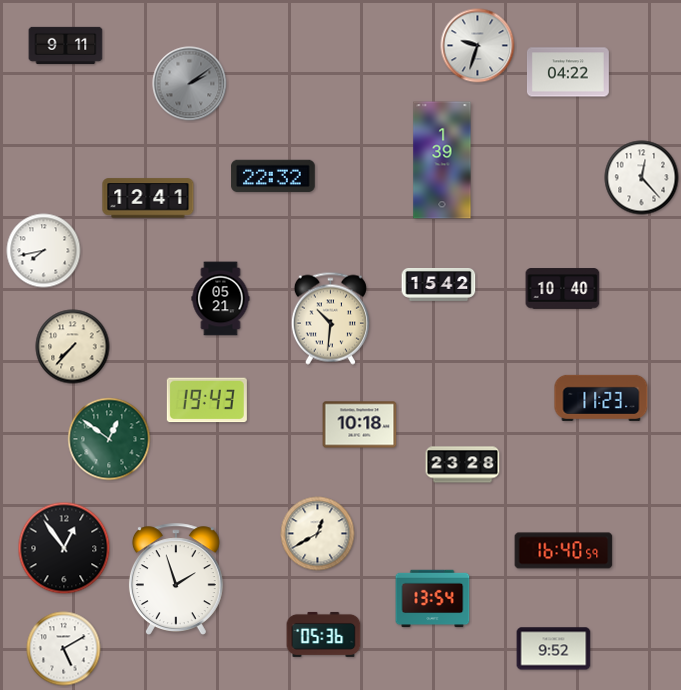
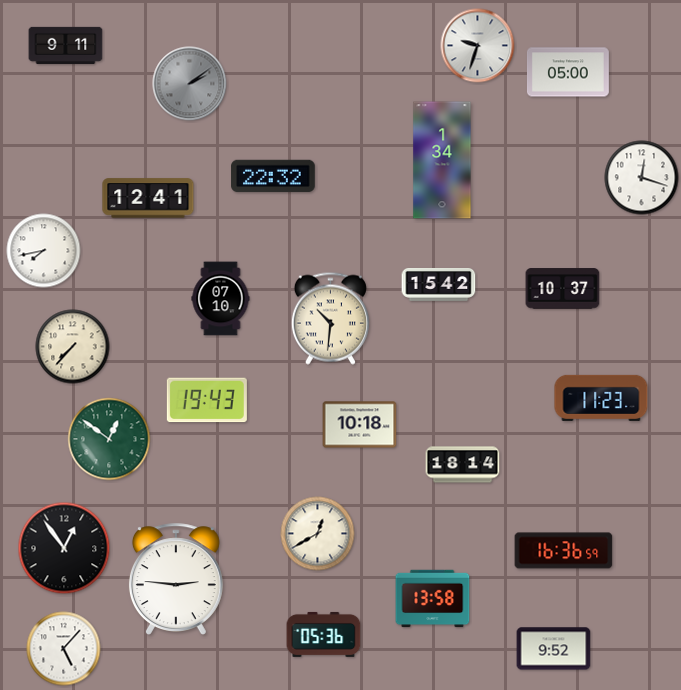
clock at (568, 72): 04:22 -> 05:00
clock at (442, 160): 1:39 -> 1:34
clock at (642, 178): 12:23 -> 12:18
clock at (563, 289): 10:40 -> 10:37
clock at (221, 299): 05:21 -> 07:10
clock at (463, 465): 23:28 -> 18:14
clock at (564, 551): 16:40 -> 16:36
clock at (176, 579): 1:57 -> 2:46
clock at (433, 599): 13:54 -> 13:58
clock at (64, 649): 5:10 -> 5:07
